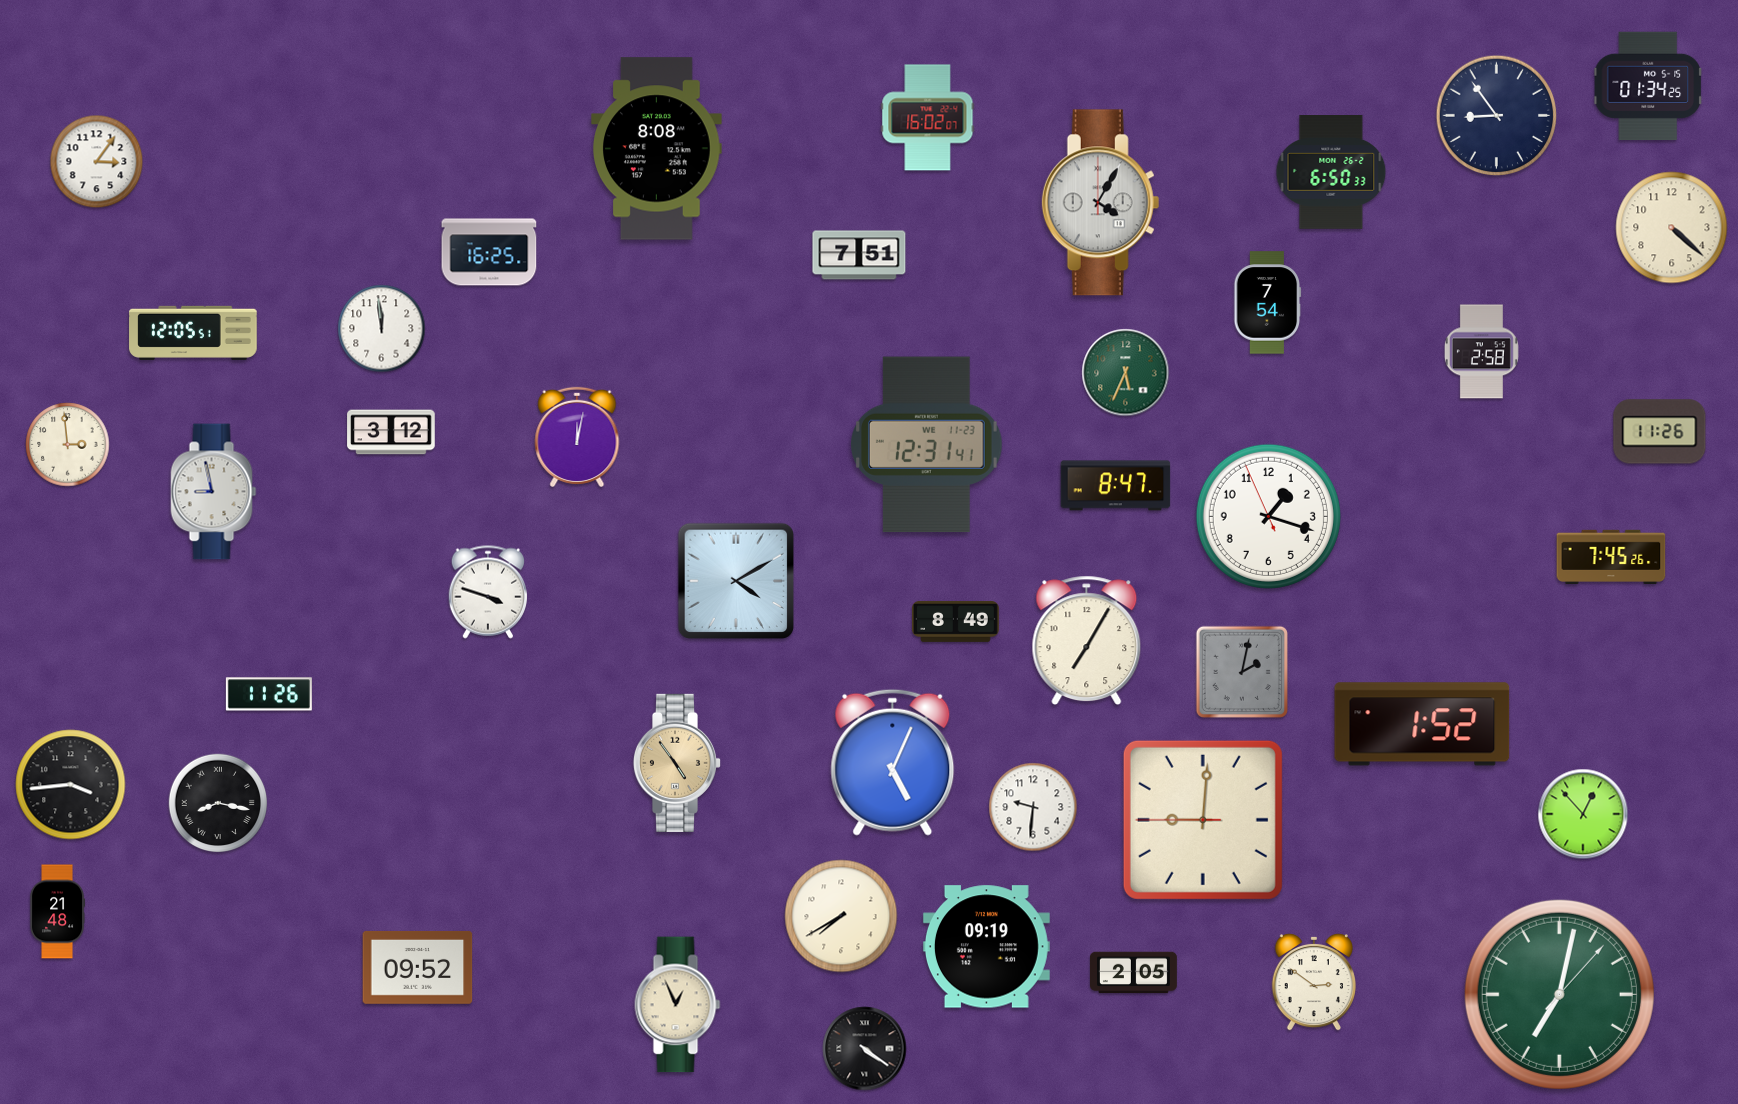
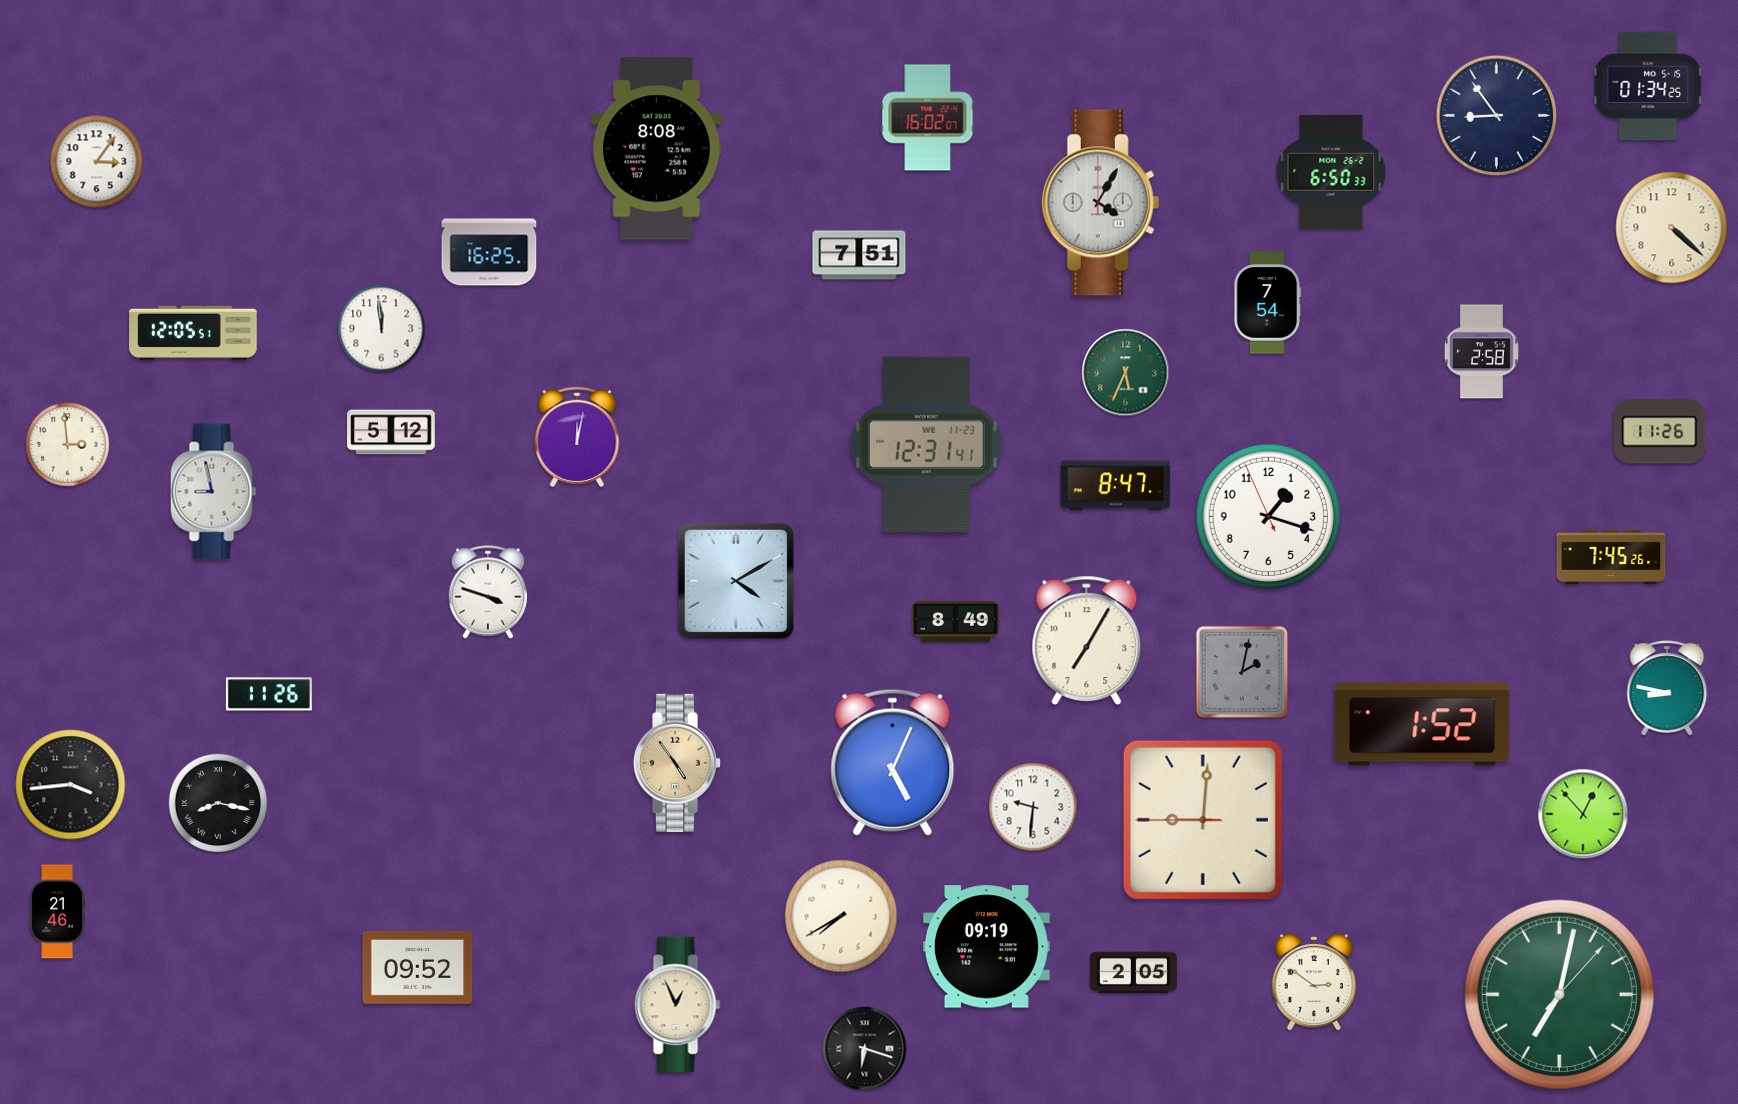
clock at (391, 432): 3:12 -> 5:12
clock at (1667, 688): none -> 8:47
clock at (58, 912): 21:48 -> 21:46
clock at (865, 1049): 4:21 -> 6:18
